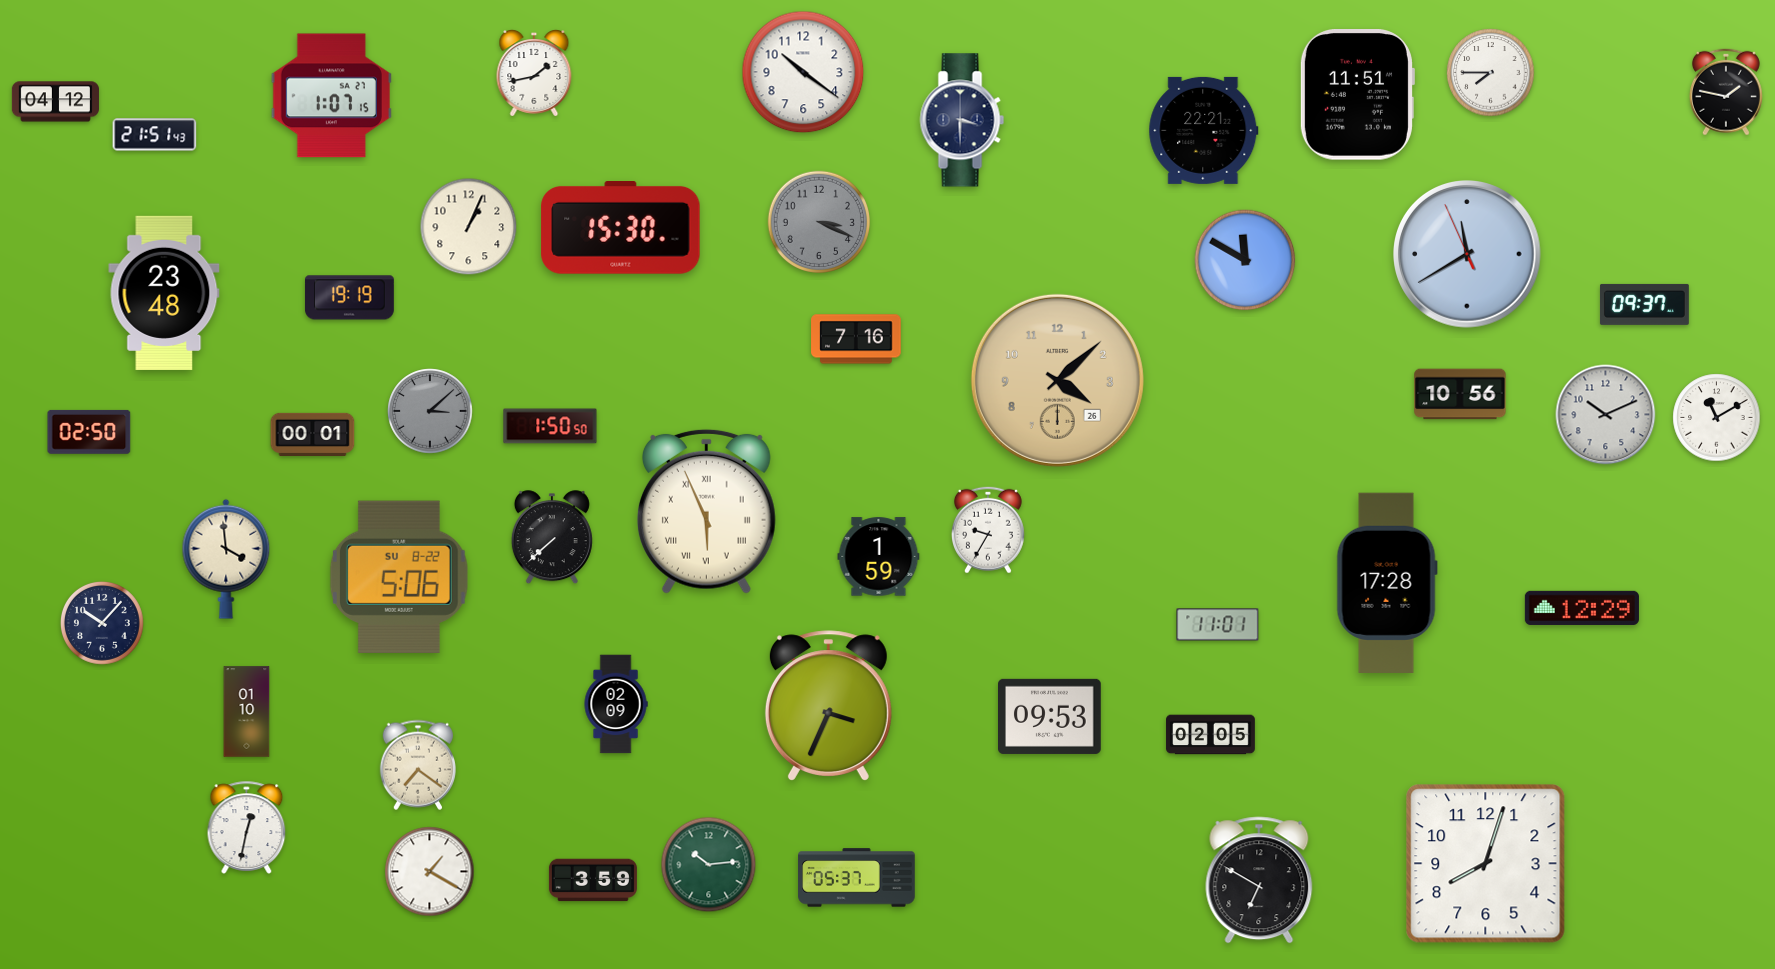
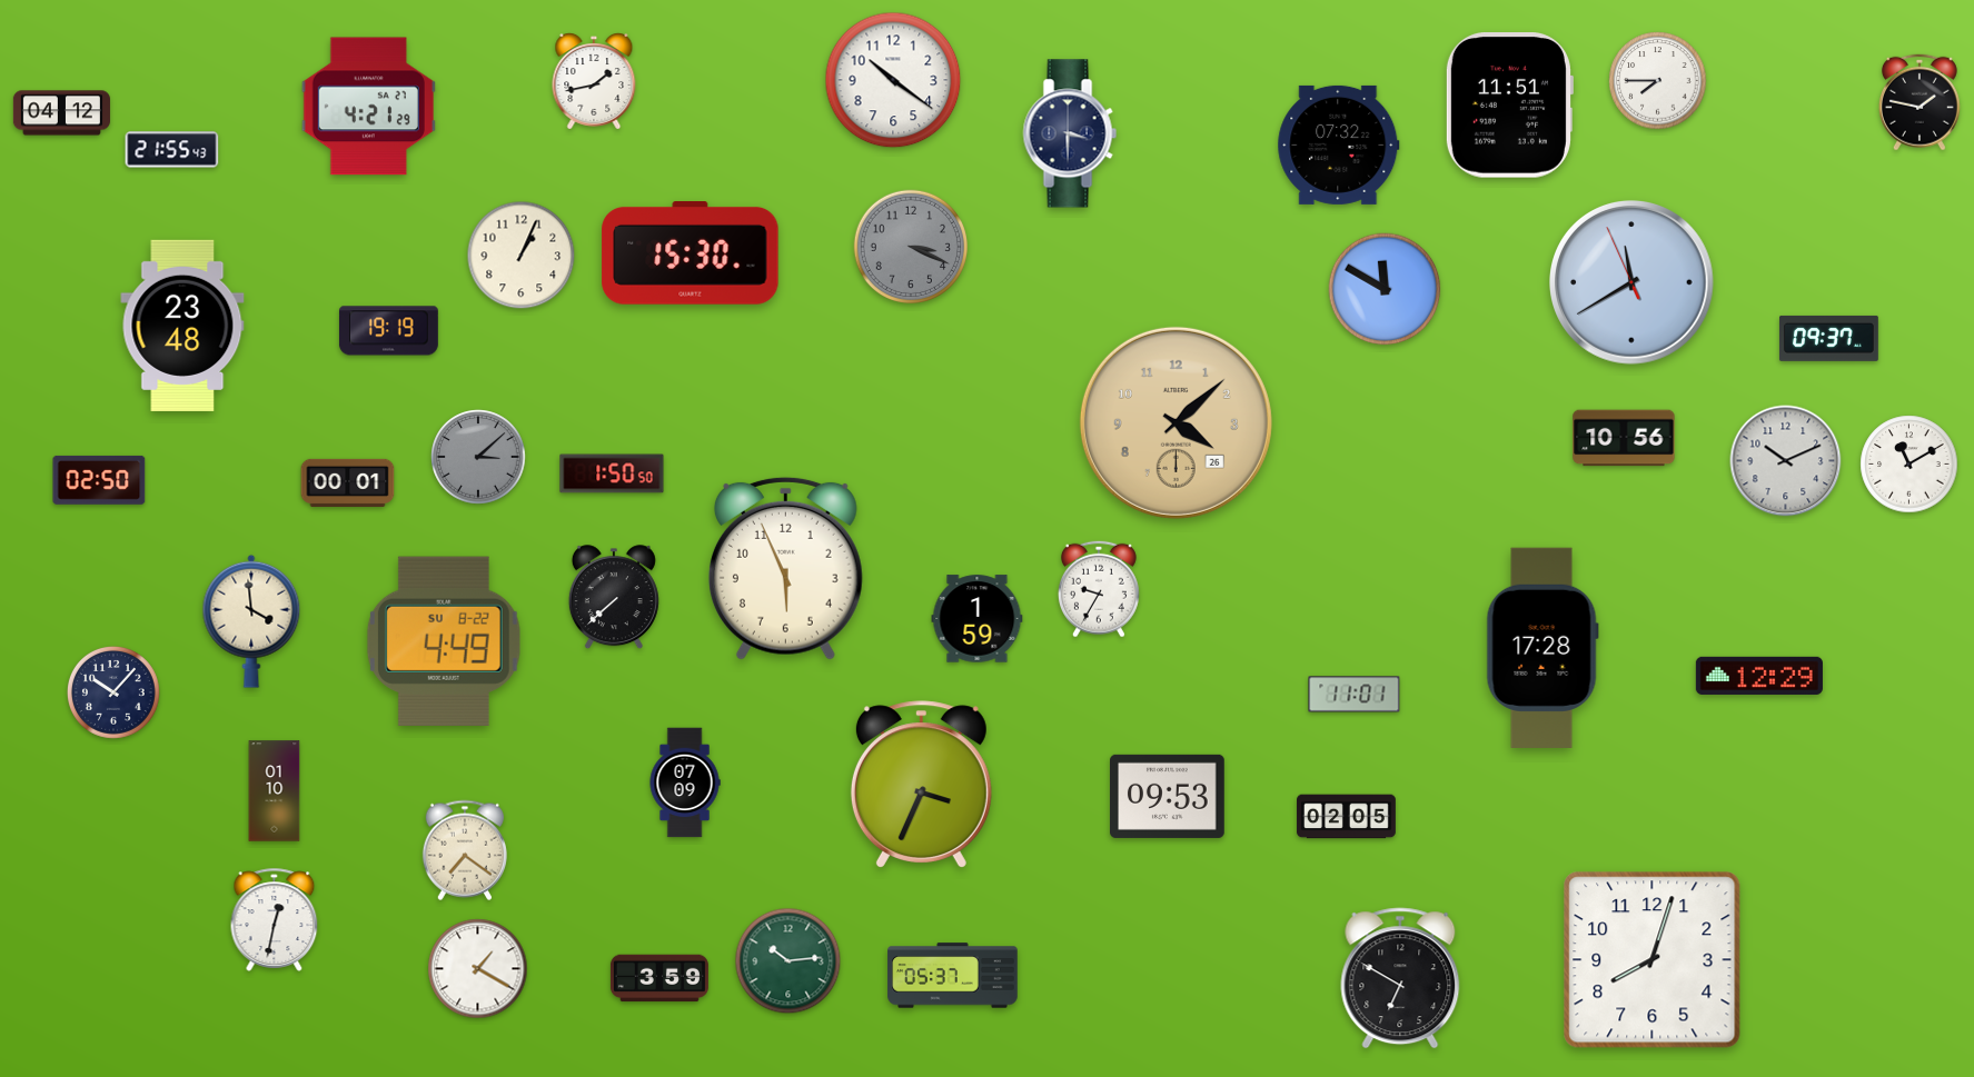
clock at (331, 96): 1:07 -> 4:21
clock at (1204, 130): 22:21 -> 07:32
clock at (155, 135): 21:51 -> 21:55
clock at (469, 227) position: (469, 227) -> (522, 256)
clock at (856, 339): 7:16 -> none
clock at (706, 511) numerals: Roman -> Arabic
clock at (399, 577): 5:06 -> 4:49
clock at (616, 704): 02:09 -> 07:09
